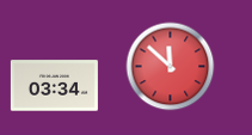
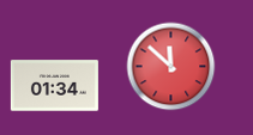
clock at (54, 86): 03:34 -> 01:34
